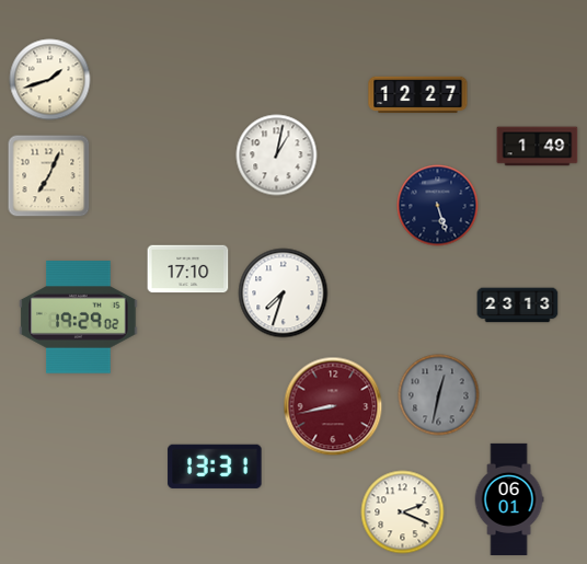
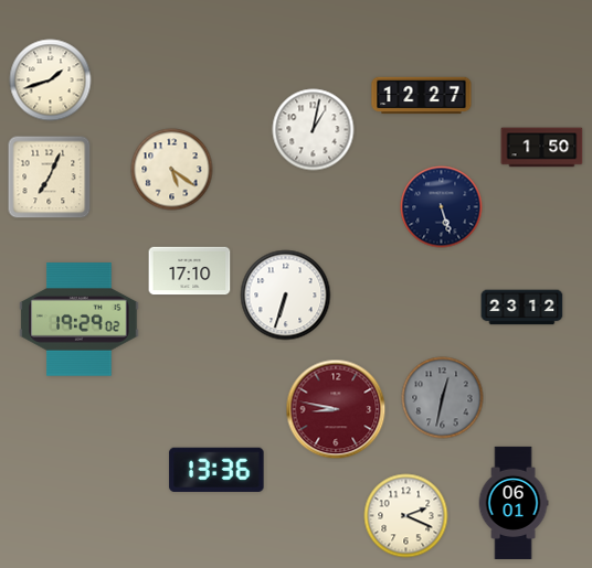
clock at (538, 147): 1:49 -> 1:50
clock at (277, 156) position: (277, 156) -> (314, 130)
clock at (172, 170): none -> 5:21
clock at (284, 293): 7:33 -> 6:33
clock at (518, 306): 23:13 -> 23:12
clock at (333, 406): 8:43 -> 8:47
clock at (215, 467): 13:31 -> 13:36
